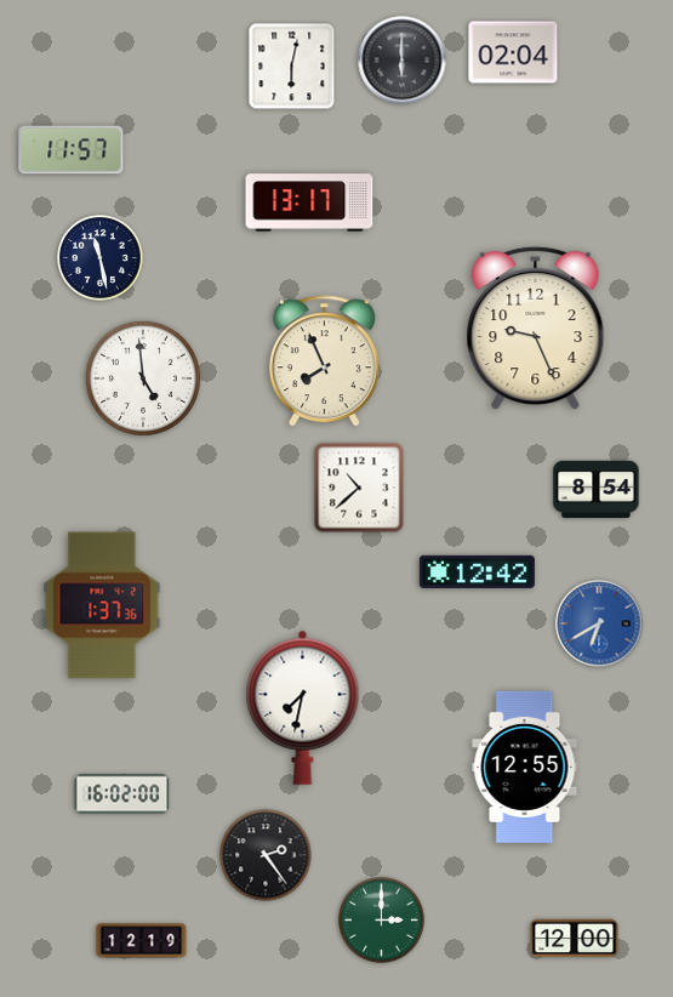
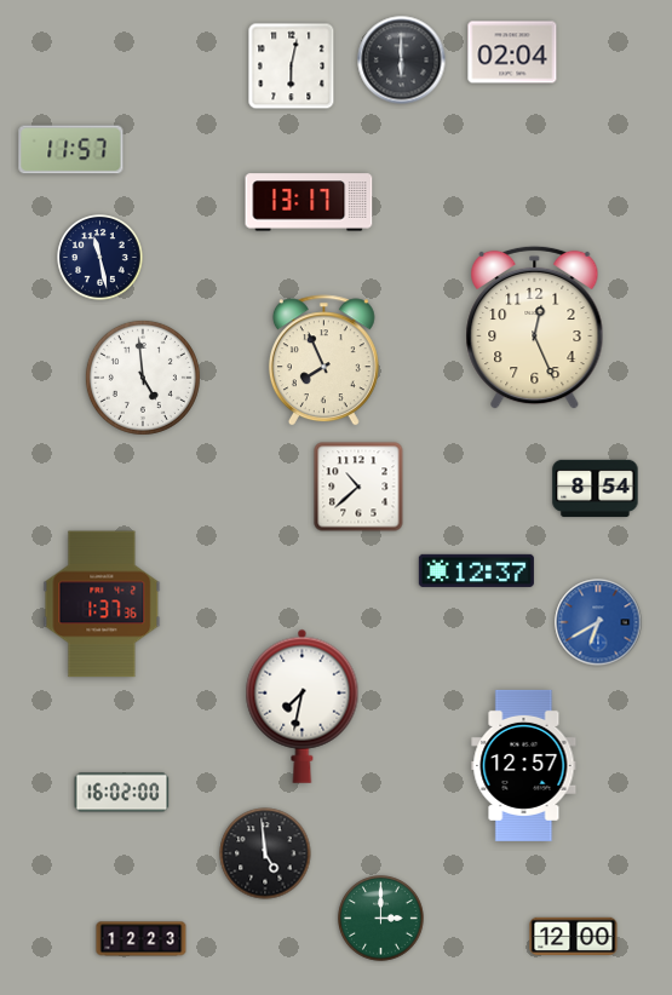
clock at (536, 329): 9:26 -> 12:26
clock at (477, 571): 12:42 -> 12:37
clock at (525, 767): 12:55 -> 12:57
clock at (266, 855): 2:24 -> 4:59
clock at (142, 941): 12:19 -> 12:23
